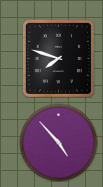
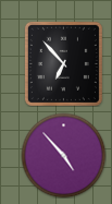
clock at (58, 58): 7:48 -> 6:53
